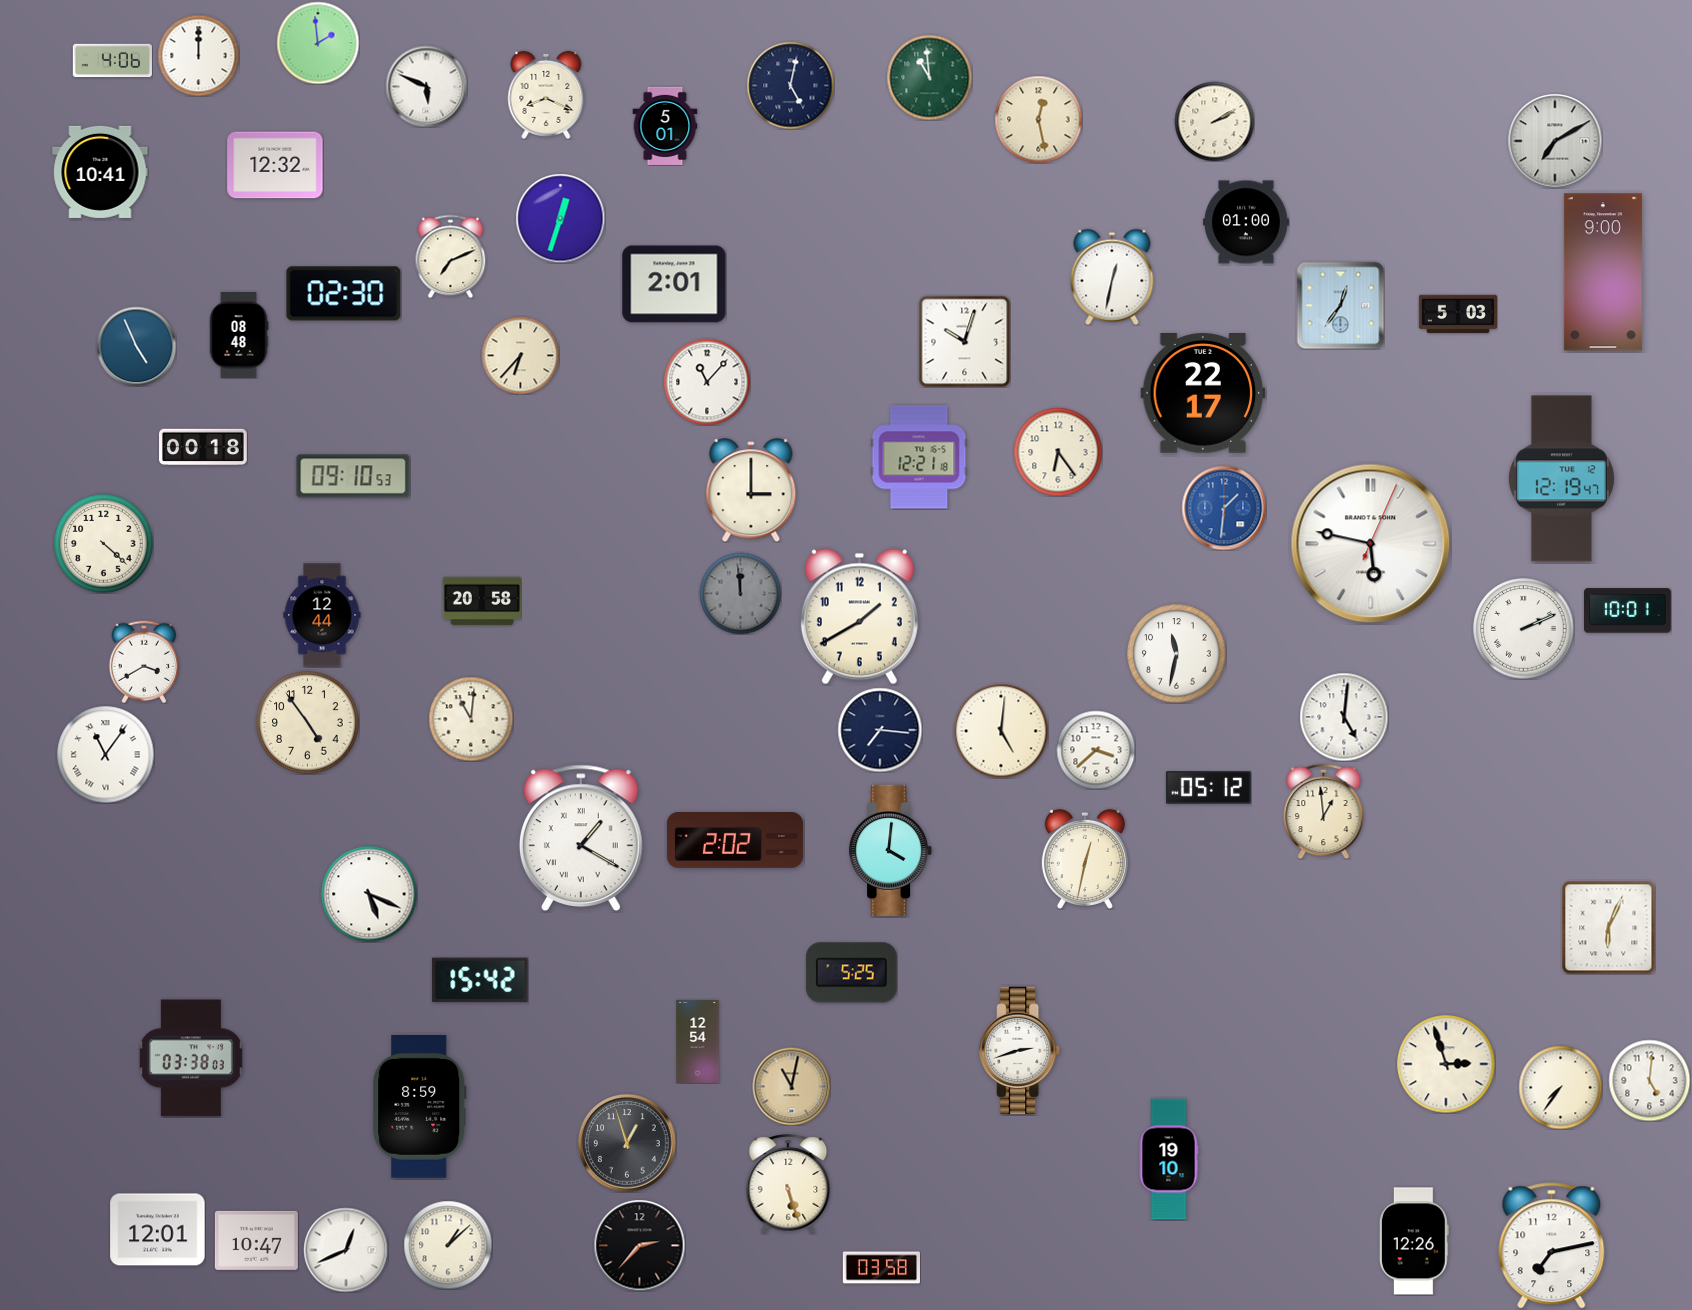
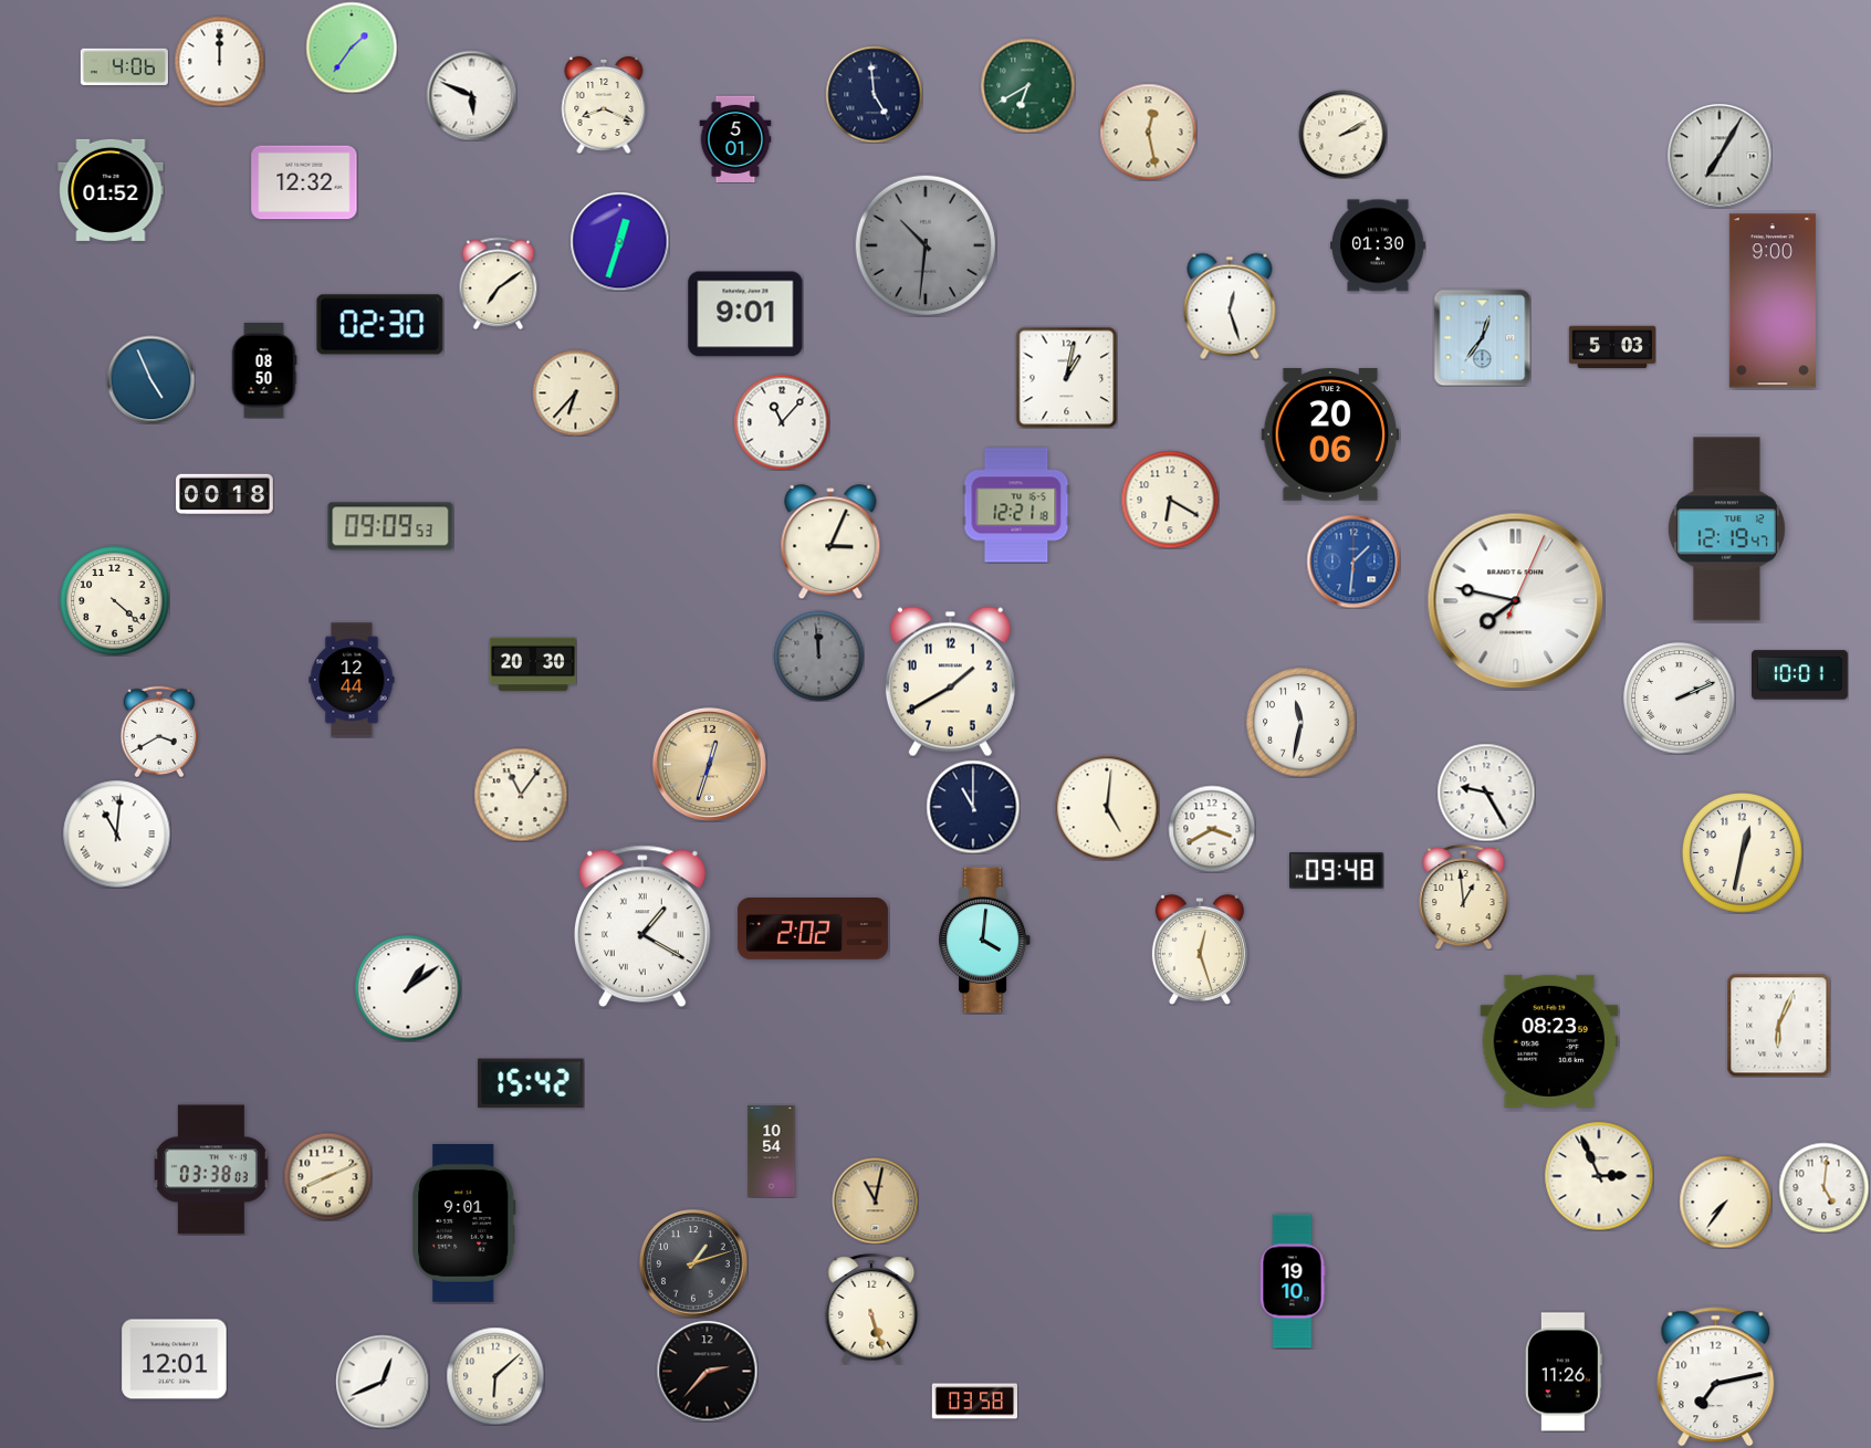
clock at (318, 43): 1:59 -> 1:36
clock at (929, 77): 10:59 -> 6:40
clock at (790, 85): 5:02 -> 4:59
clock at (1555, 141): 7:10 -> 7:05
clock at (100, 172): 10:41 -> 01:52
clock at (926, 245): none -> 10:31
clock at (1246, 222): 01:00 -> 01:30
clock at (451, 256): 7:11 -> 7:09
clock at (1112, 277): 12:32 -> 12:27
clock at (674, 284): 2:01 -> 9:01
clock at (239, 336): 08:48 -> 08:50
clock at (964, 341): 10:03 -> 1:02
clock at (136, 346) position: (136, 346) -> (150, 379)
clock at (1203, 394): 22:17 -> 20:06
clock at (1058, 452): 6:24 -> 6:20
clock at (353, 476): 09:10 -> 09:09
clock at (751, 490): 3:00 -> 3:04
clock at (1371, 544): 5:47 -> 7:47
clock at (482, 601): 20:58 -> 20:30
clock at (322, 615) position: (322, 615) -> (352, 680)
clock at (1524, 629) position: (1524, 629) -> (1680, 699)
clock at (709, 764): none -> 12:33
clock at (1344, 717): 5:01 -> 9:25
clock at (471, 719): 11:01 -> 11:06
clock at (308, 723): 4:54 -> none
clock at (880, 730): 7:16 -> 11:00
clock at (1096, 750): 3:38 -> 3:40
clock at (105, 754): 11:06 -> 11:01
clock at (1743, 853): none -> 12:32
clock at (1208, 788): 05:12 -> 09:48
clock at (1085, 859): 12:32 -> 12:27
clock at (369, 894): 5:19 -> 1:09
clock at (1549, 1041): none -> 08:23
clock at (852, 973): 5:25 -> none
clock at (698, 1041): 12:54 -> 10:54
clock at (1020, 1051): 2:42 -> none
clock at (327, 1176): none -> 8:11
clock at (1446, 1064): 2:57 -> 2:56
clock at (1649, 1080) position: (1649, 1080) -> (1823, 1187)
clock at (420, 1107): 8:59 -> 9:01
clock at (627, 1143): 12:57 -> 1:12
clock at (256, 1240): 10:47 -> none
clock at (1414, 1241): 12:26 -> 11:26
clock at (448, 1245): 1:08 -> 6:08
clock at (639, 1245) position: (639, 1245) -> (707, 1371)
